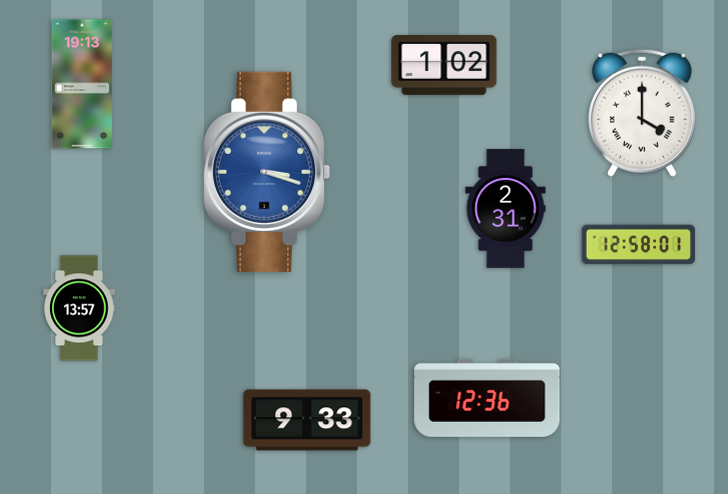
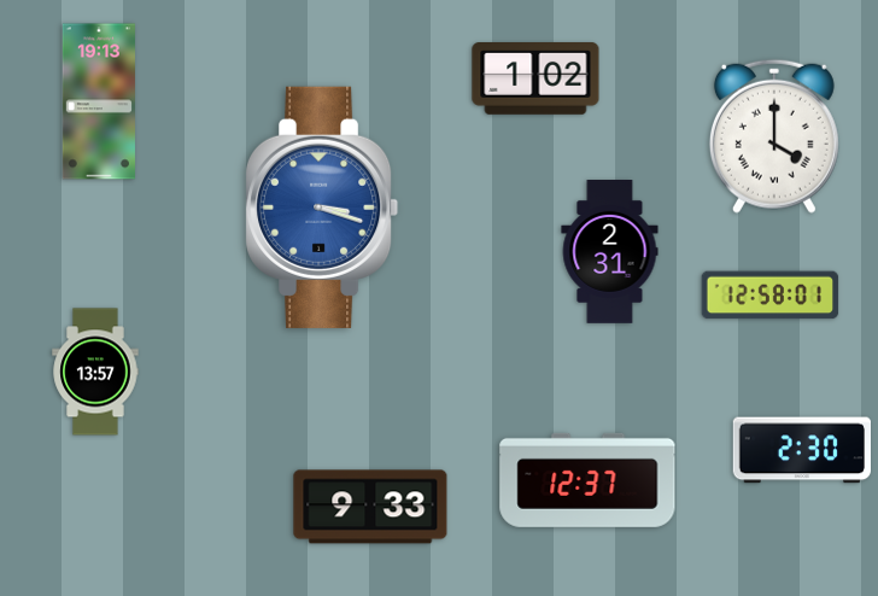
clock at (801, 450): none -> 2:30
clock at (487, 398): 12:36 -> 12:37
